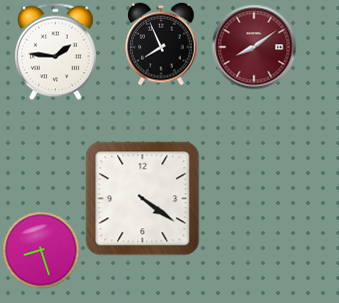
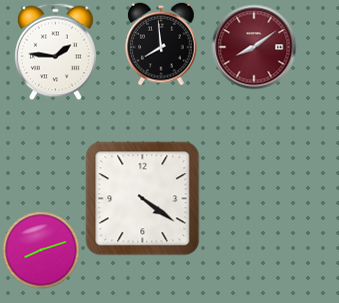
clock at (161, 44): 7:56 -> 7:59
clock at (41, 250): 8:27 -> 8:12
